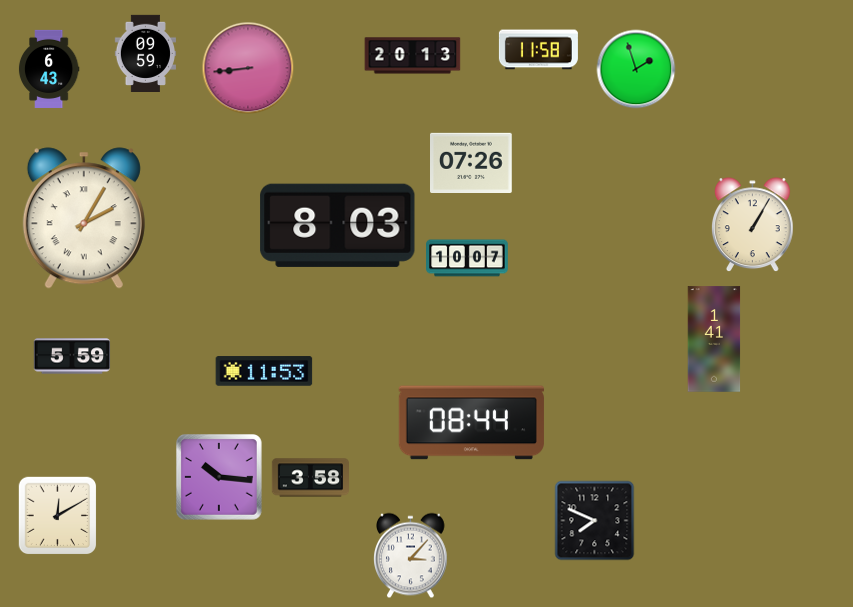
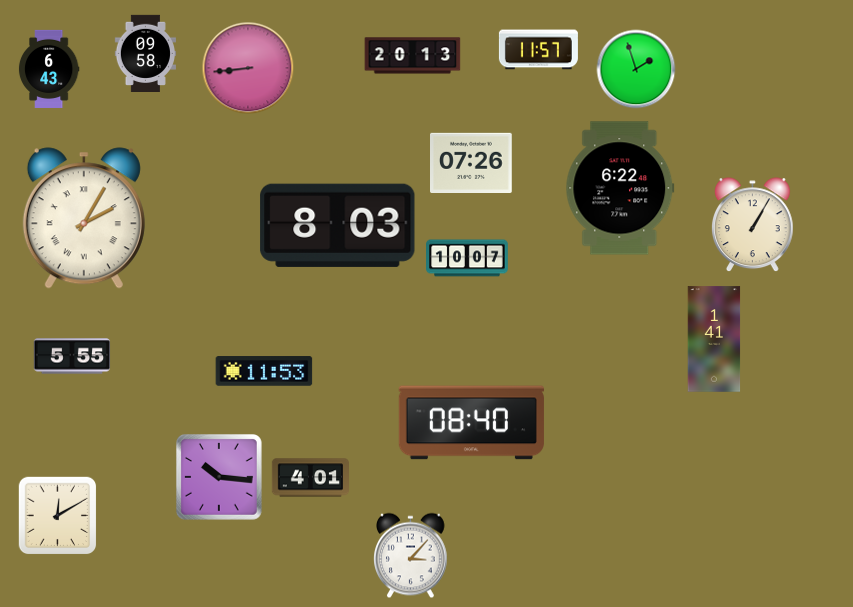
clock at (538, 50): 11:58 -> 11:57
clock at (145, 53): 09:59 -> 09:58
clock at (620, 188): none -> 6:22
clock at (72, 356): 5:59 -> 5:55
clock at (471, 423): 08:44 -> 08:40
clock at (310, 478): 3:58 -> 4:01
clock at (595, 521): 7:49 -> none
